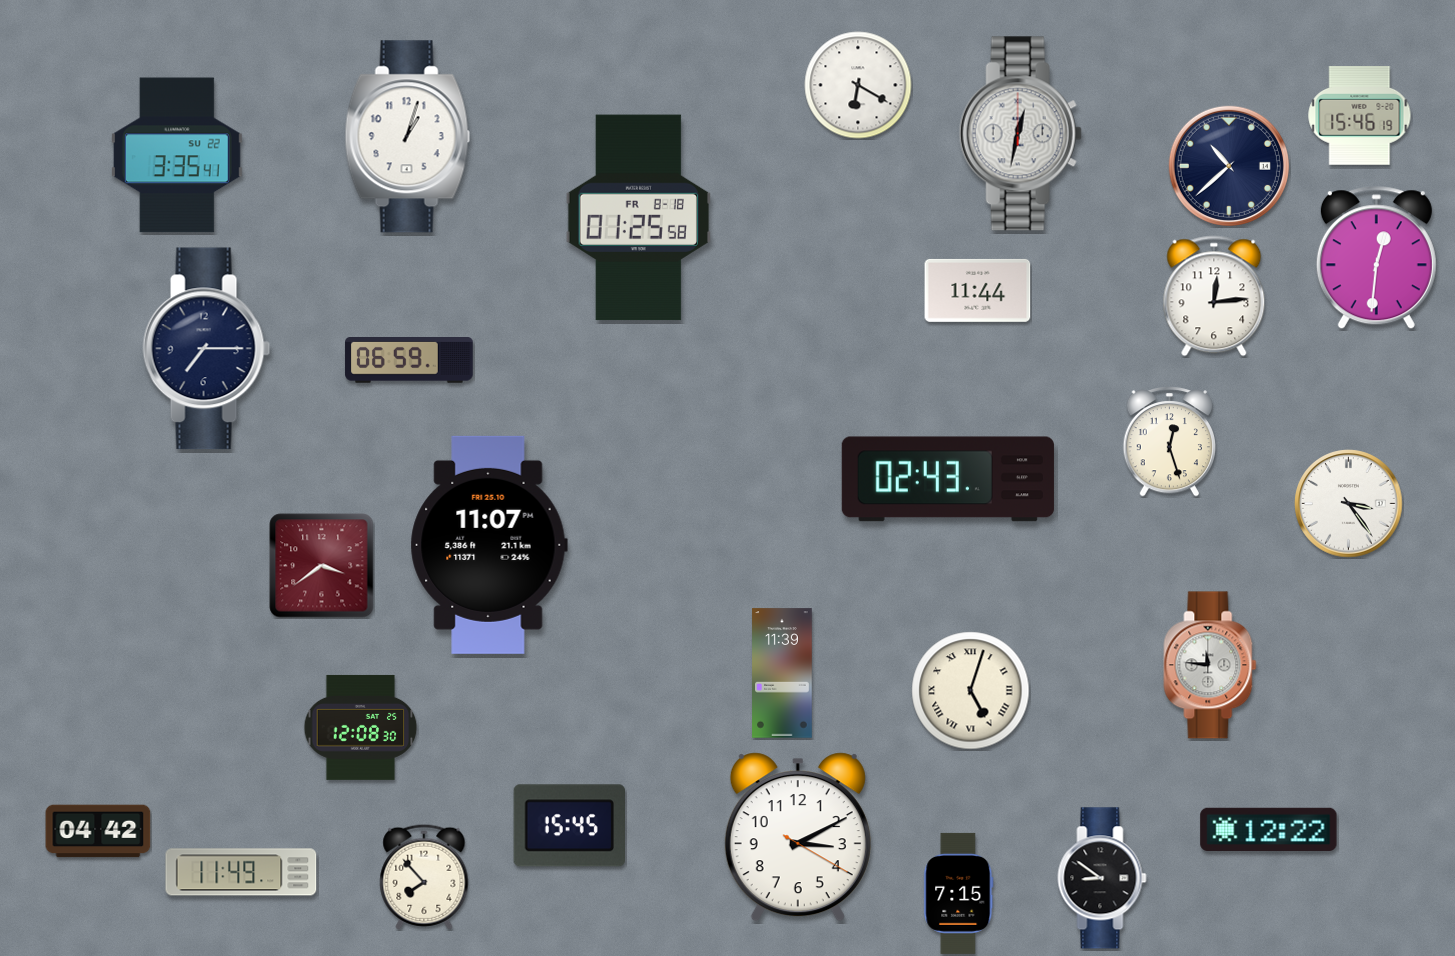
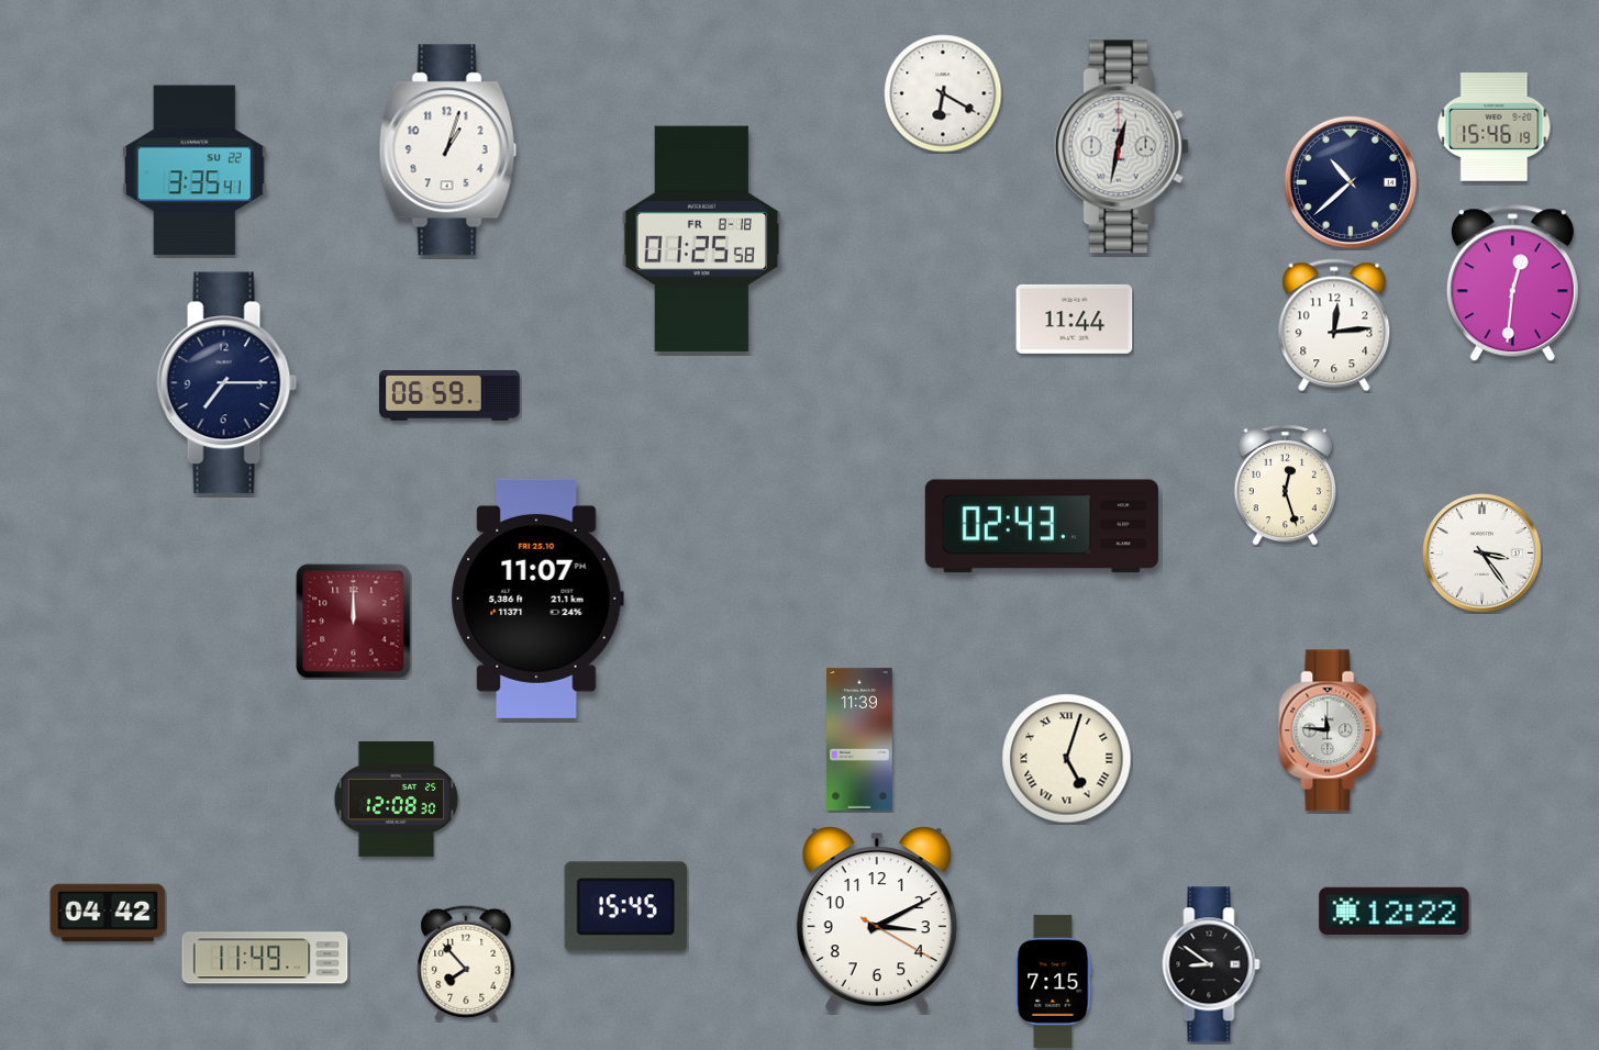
clock at (322, 566): 3:39 -> 12:00
